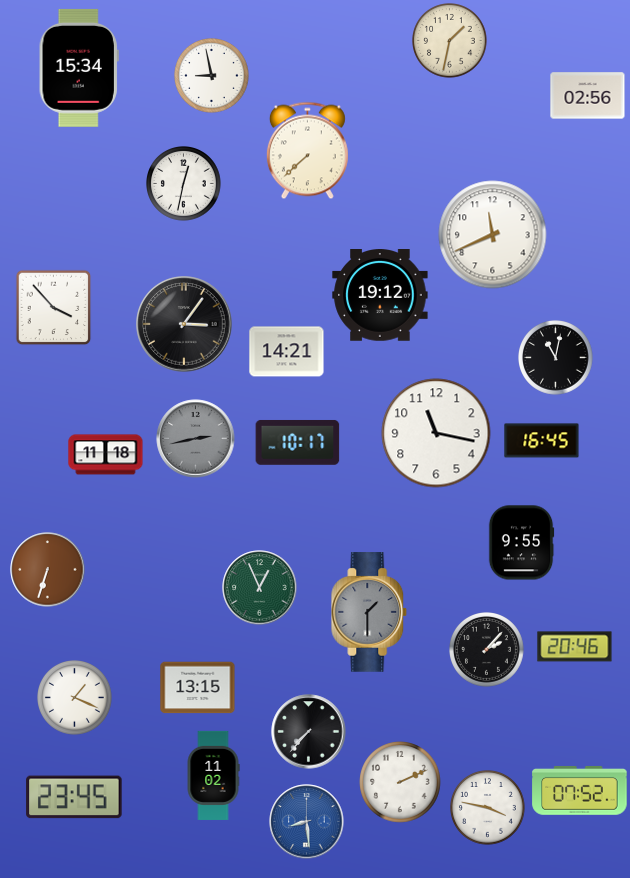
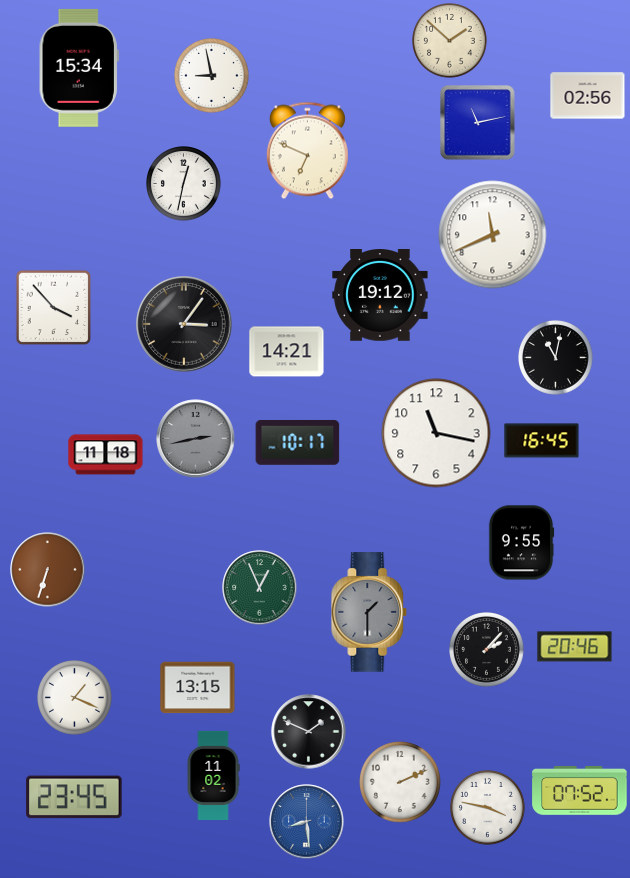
clock at (450, 41): 1:32 -> 1:52
clock at (478, 123): none -> 11:13
clock at (307, 151): 7:38 -> 6:49
clock at (309, 732): 7:37 -> 1:49
